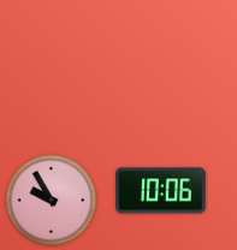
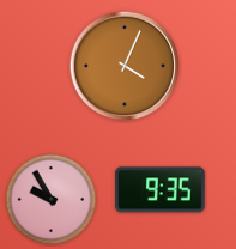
clock at (125, 66): none -> 4:04
clock at (161, 191): 10:06 -> 9:35
